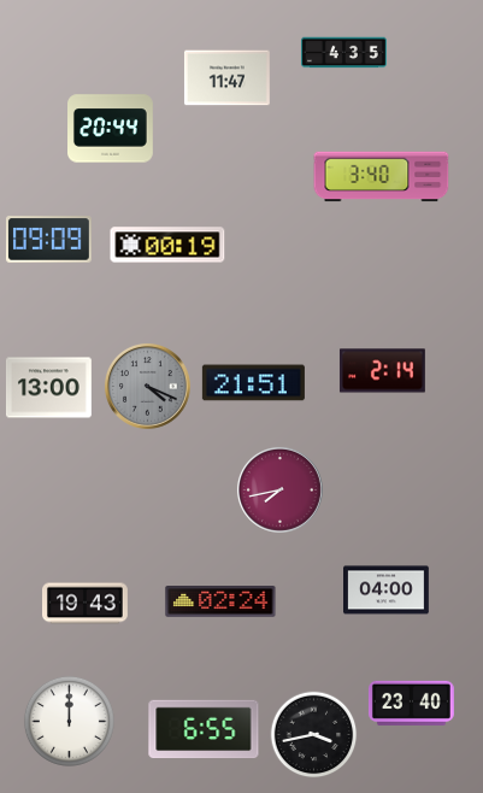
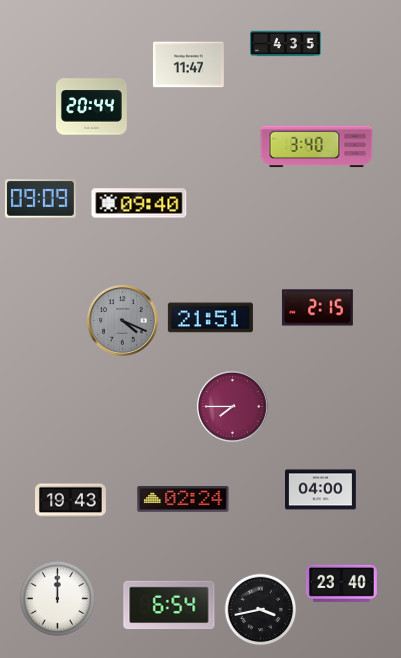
clock at (167, 245): 00:19 -> 09:40
clock at (382, 371): 2:14 -> 2:15
clock at (48, 388): 13:00 -> none
clock at (281, 491): 7:43 -> 7:45
clock at (204, 729): 6:55 -> 6:54
